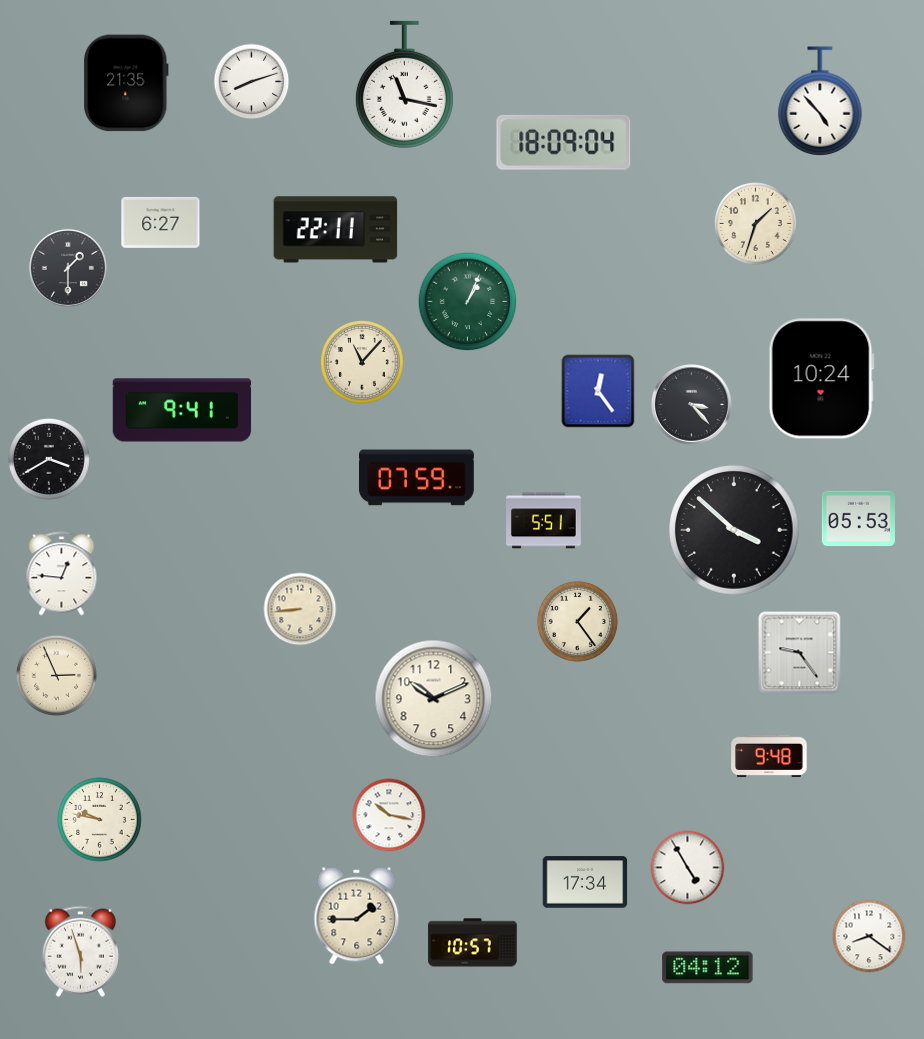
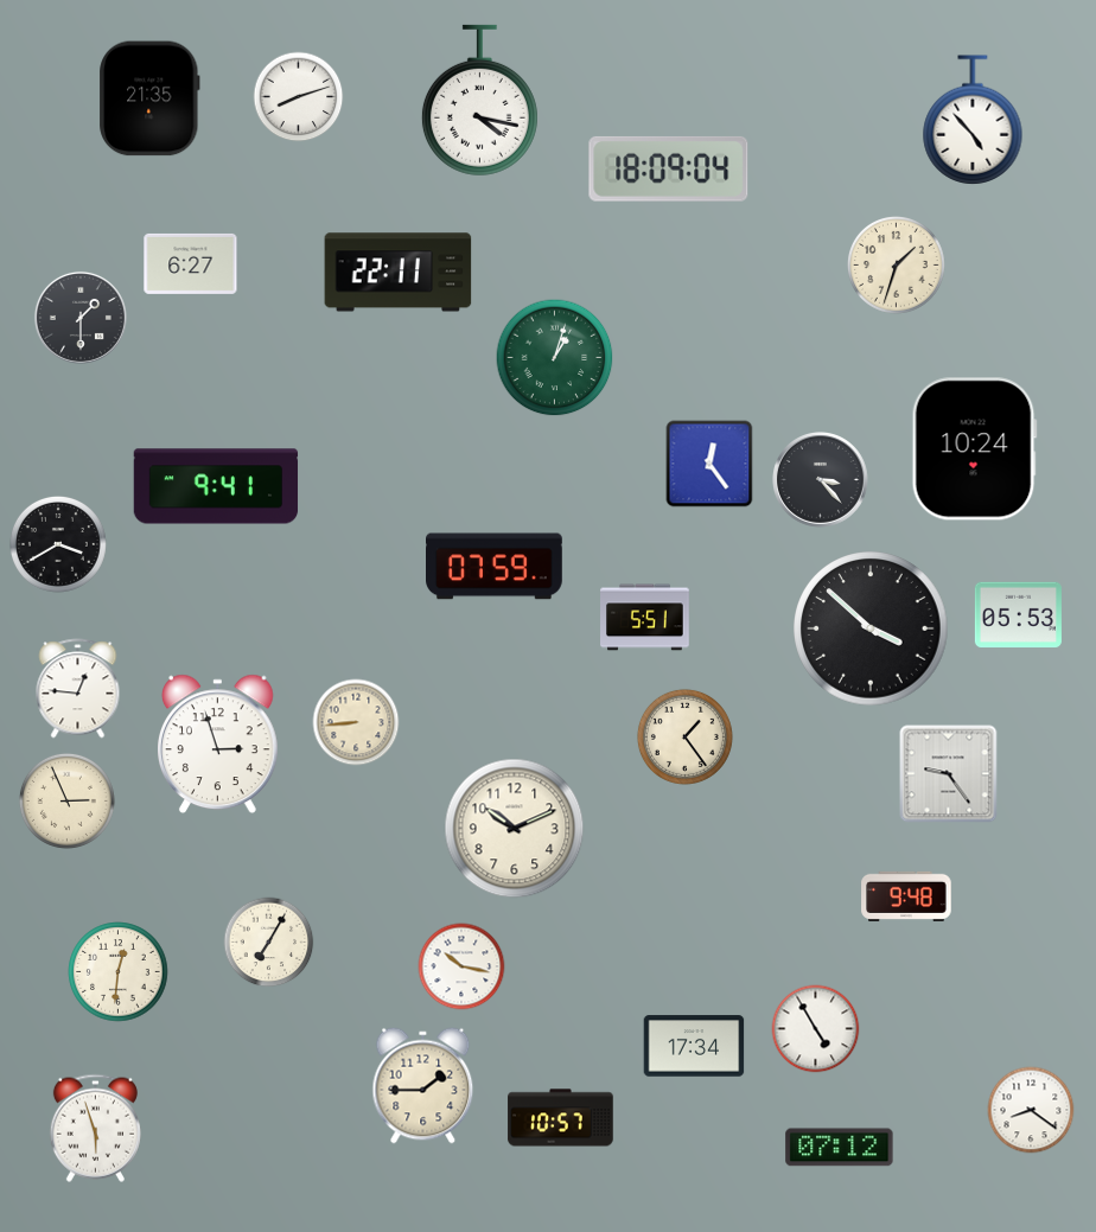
clock at (404, 85): 11:17 -> 4:17
clock at (468, 302): 1:04 -> 1:03
clock at (362, 362): 11:07 -> none
clock at (62, 574) position: (62, 574) -> (78, 689)
clock at (218, 745): none -> 2:57
clock at (769, 756) position: (769, 756) -> (906, 896)
clock at (269, 943): none -> 7:05
clock at (100, 820): 9:47 -> 12:31
clock at (708, 968): 04:12 -> 07:12
